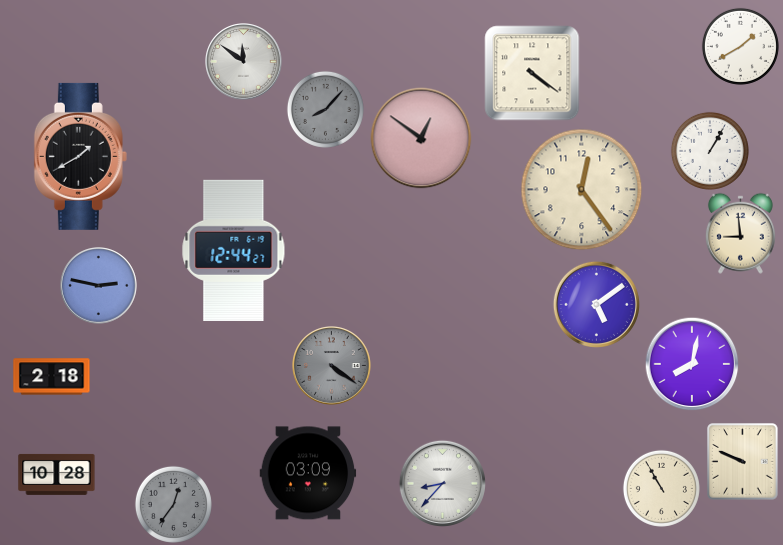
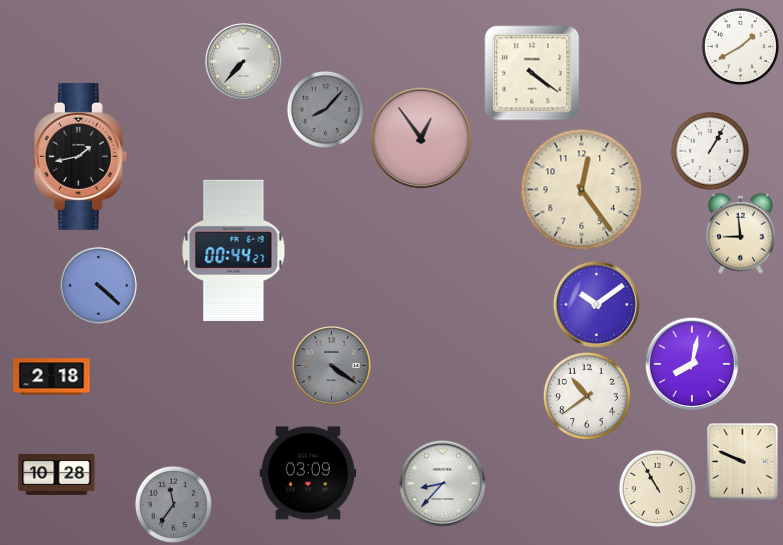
clock at (244, 62): 11:51 -> 7:37
clock at (421, 138): 12:51 -> 12:54
clock at (80, 156): 1:40 -> 1:43
clock at (234, 250): 12:44 -> 00:44
clock at (99, 286): 2:47 -> 4:22
clock at (596, 304): 5:09 -> 10:09
clock at (586, 395): none -> 10:39
clock at (661, 488) position: (661, 488) -> (657, 488)
clock at (173, 504): 12:36 -> 11:36
